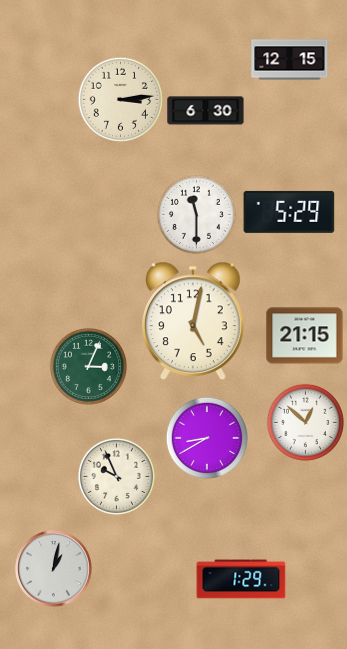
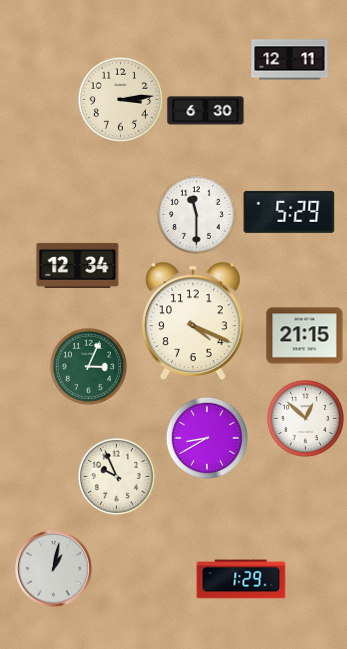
clock at (290, 60): 12:15 -> 12:11
clock at (78, 265): none -> 12:34
clock at (194, 321): 5:02 -> 4:19
clock at (305, 422) position: (305, 422) -> (305, 418)
